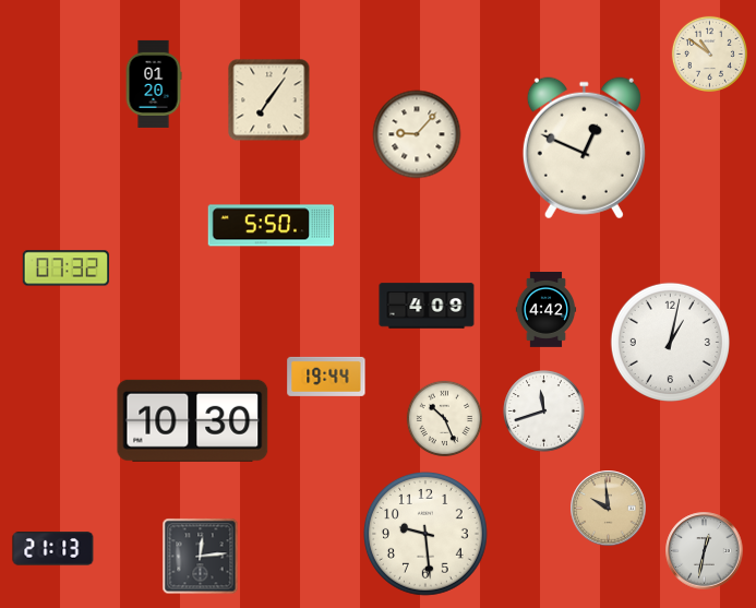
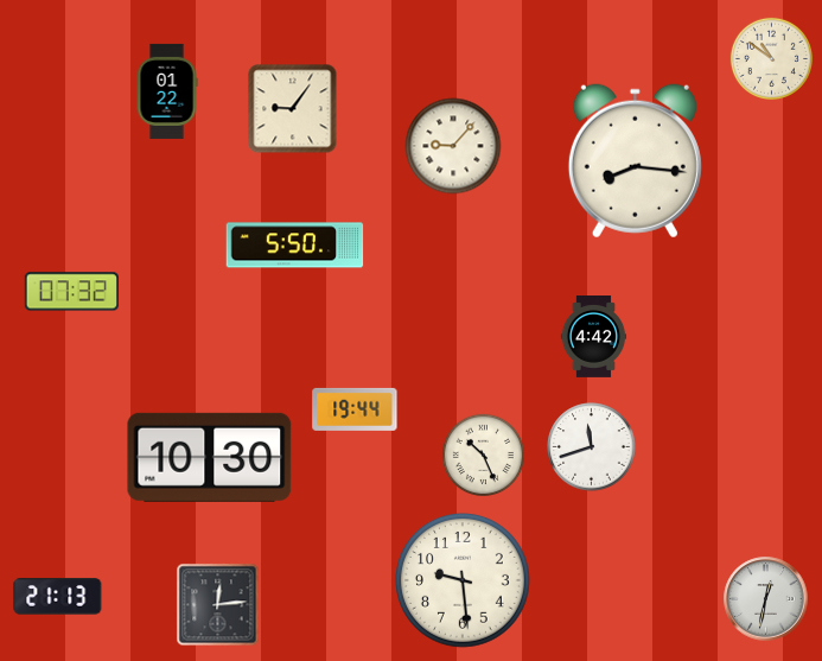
clock at (154, 84): 01:20 -> 01:22
clock at (269, 100): 7:06 -> 9:06
clock at (584, 148): 12:49 -> 8:16
clock at (427, 306): 4:09 -> none
clock at (670, 342): 1:02 -> none
clock at (609, 509): 9:59 -> none
